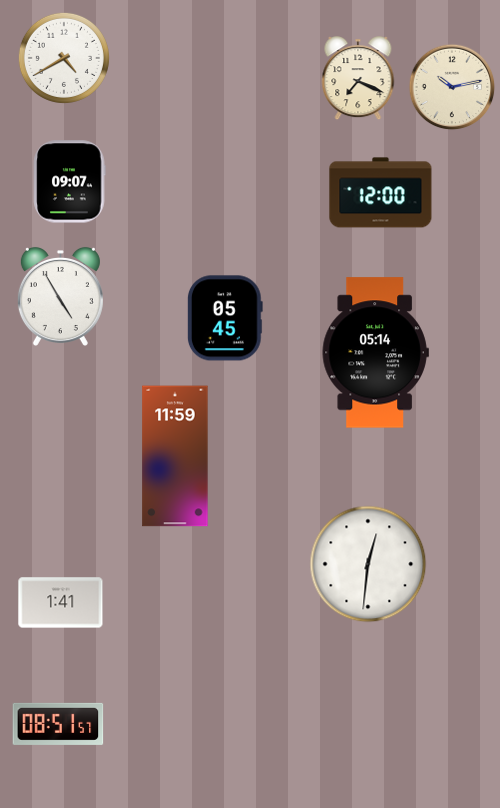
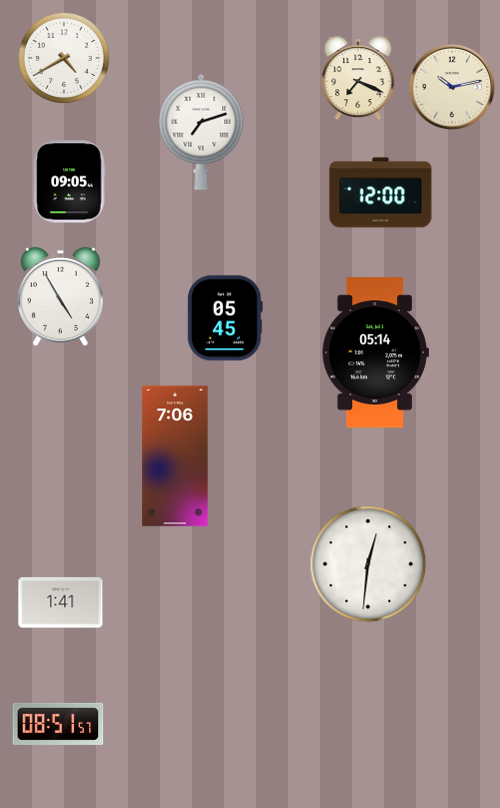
clock at (201, 132): none -> 7:12
clock at (70, 182): 09:07 -> 09:05
clock at (175, 456): 11:59 -> 7:06
